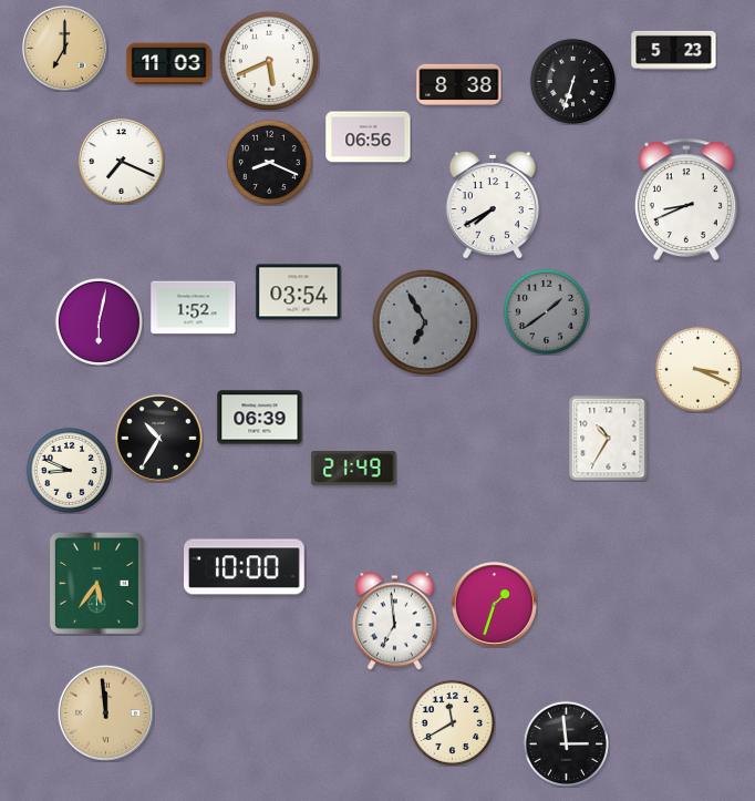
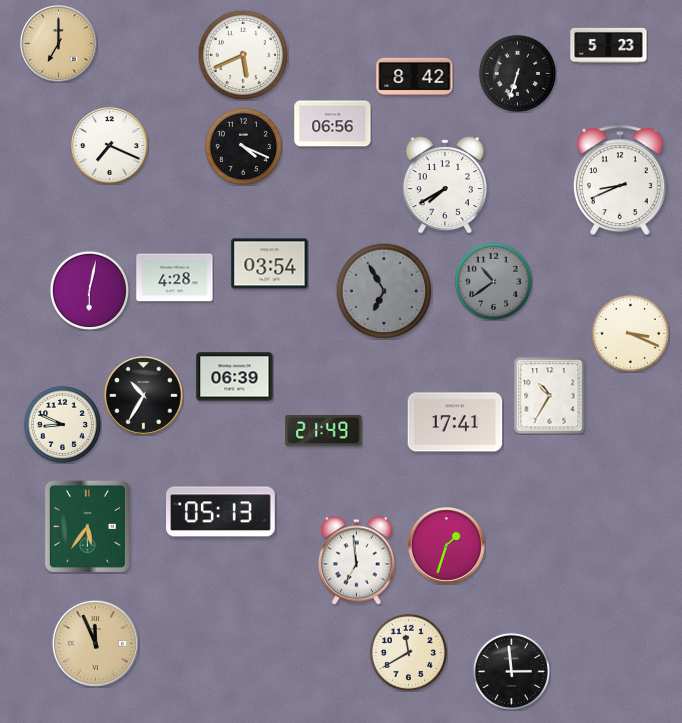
clock at (169, 64): 11:03 -> none
clock at (459, 84): 8:38 -> 8:42
clock at (269, 162): 8:19 -> 4:19
clock at (194, 308): 1:52 -> 4:28
clock at (546, 311): 1:39 -> 10:39
clock at (455, 422): none -> 17:41
clock at (354, 469) position: (354, 469) -> (324, 431)
clock at (245, 567): 10:00 -> 05:13
clock at (105, 712): 11:59 -> 11:56
